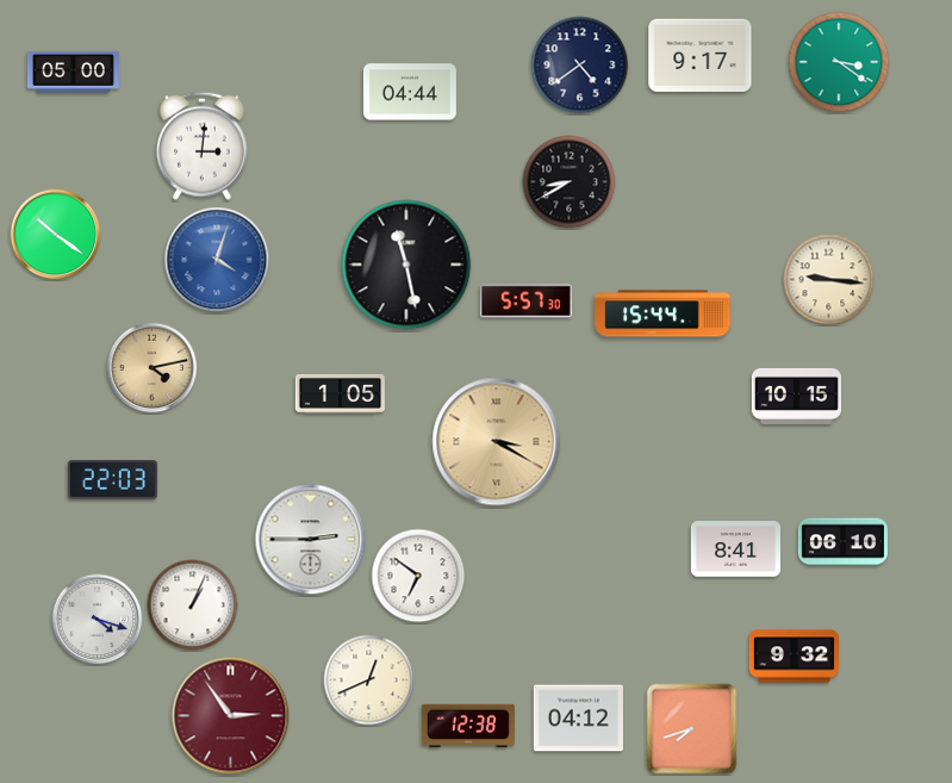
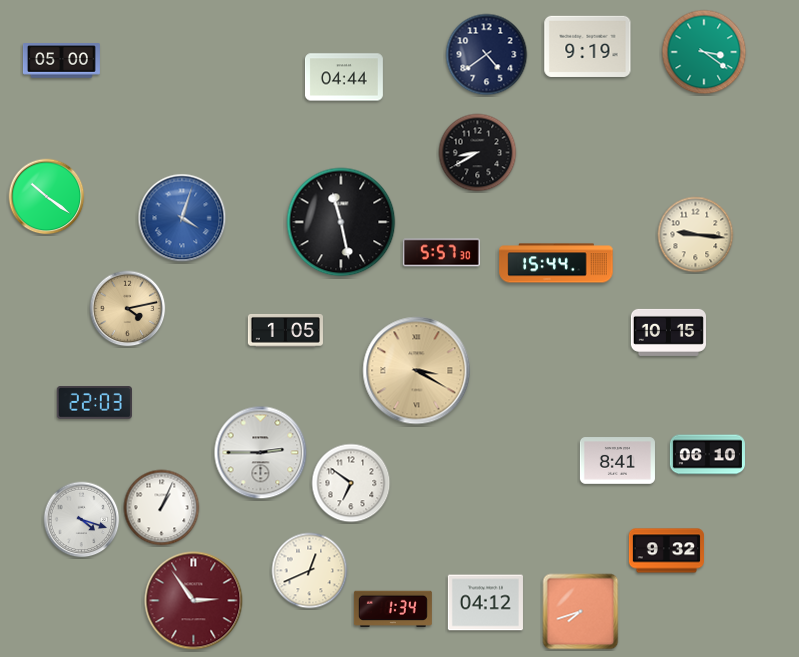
clock at (701, 55): 9:17 -> 9:19
clock at (201, 145): 3:01 -> none
clock at (468, 726): 12:38 -> 1:34
